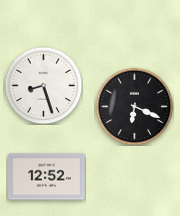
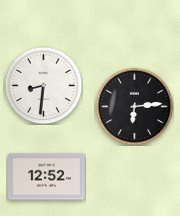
clock at (43, 85): 8:27 -> 8:31
clock at (134, 106): 6:19 -> 6:14
